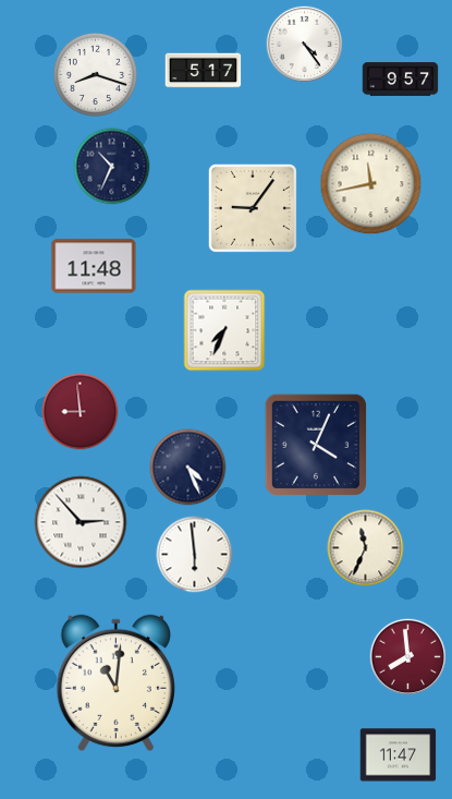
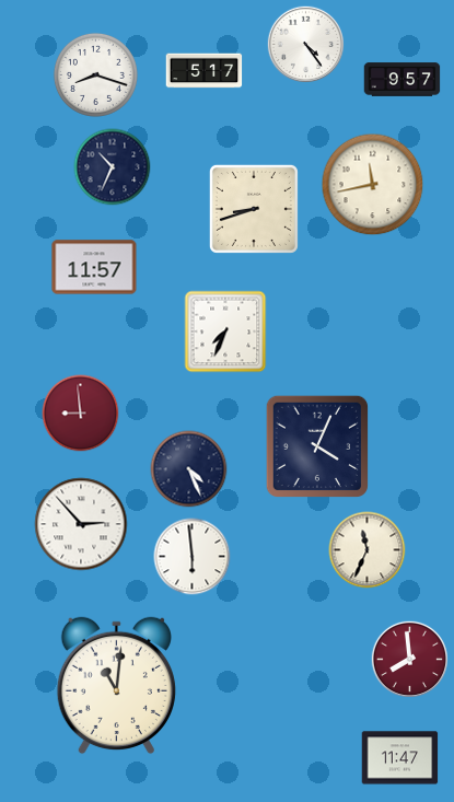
clock at (253, 208): 9:06 -> 8:42
clock at (94, 266): 11:48 -> 11:57
clock at (195, 555) position: (195, 555) -> (193, 557)
